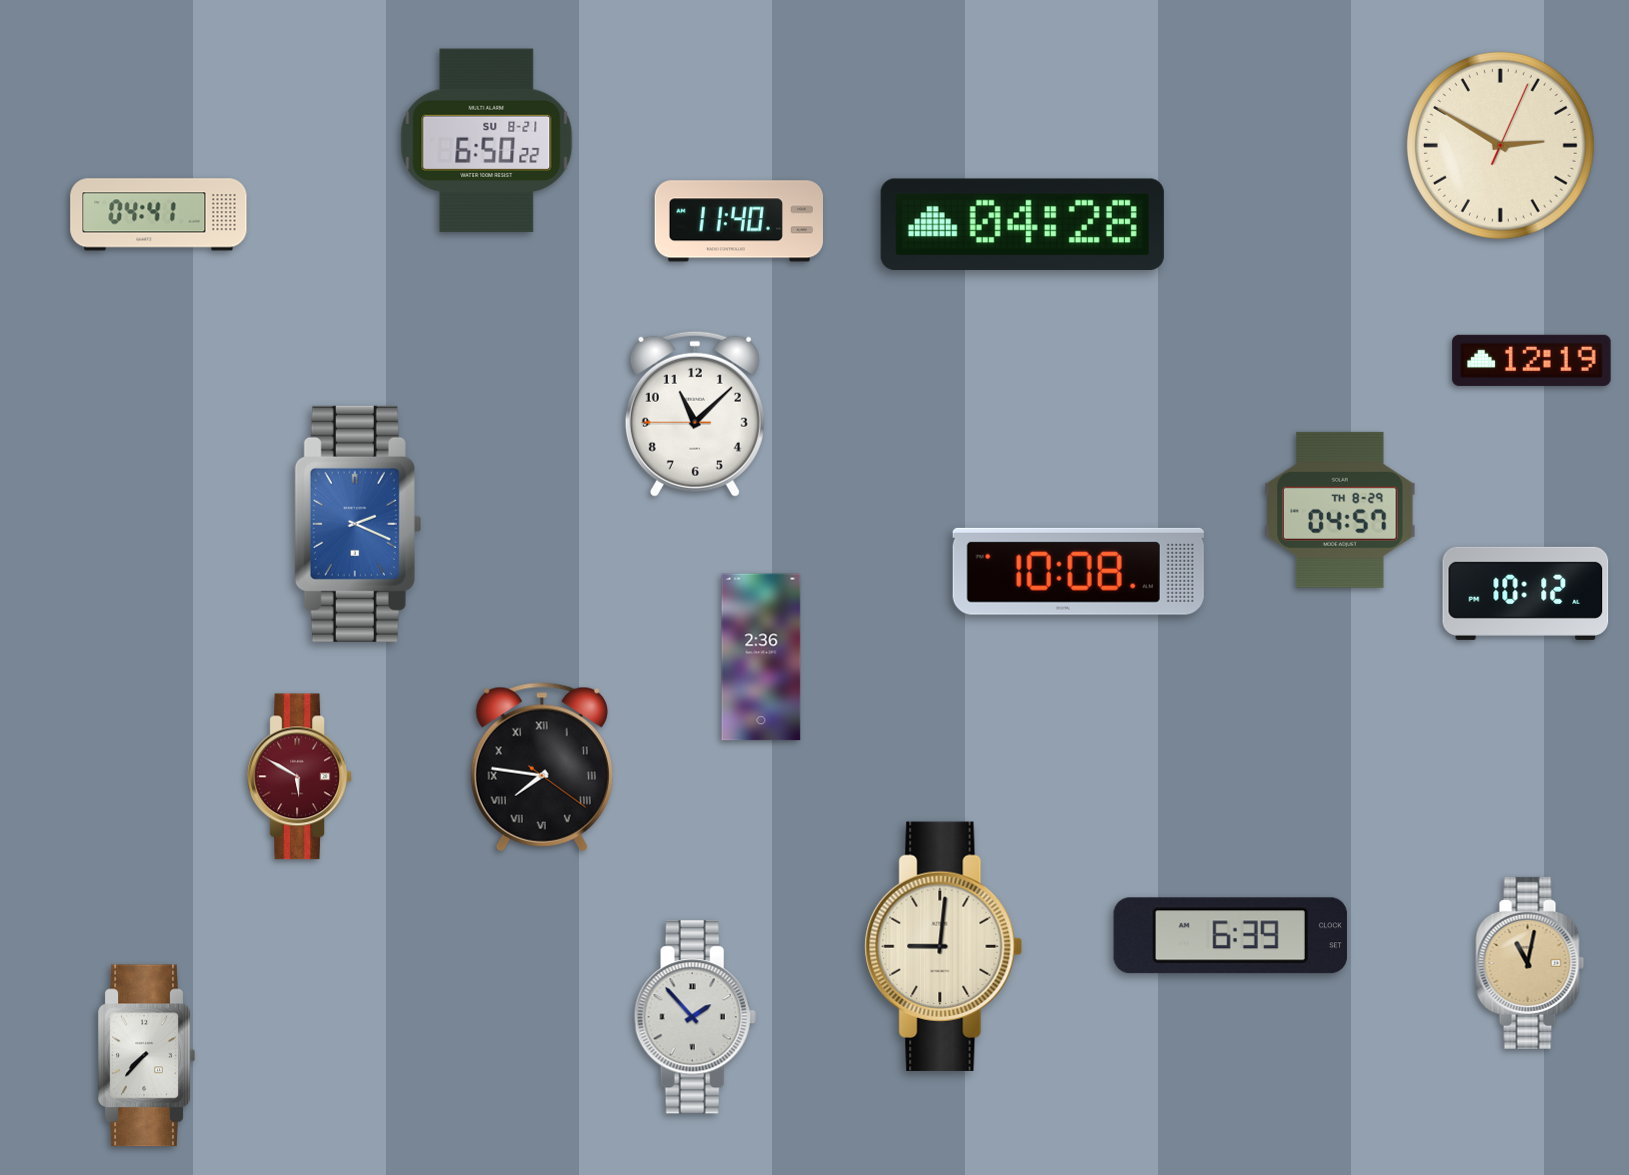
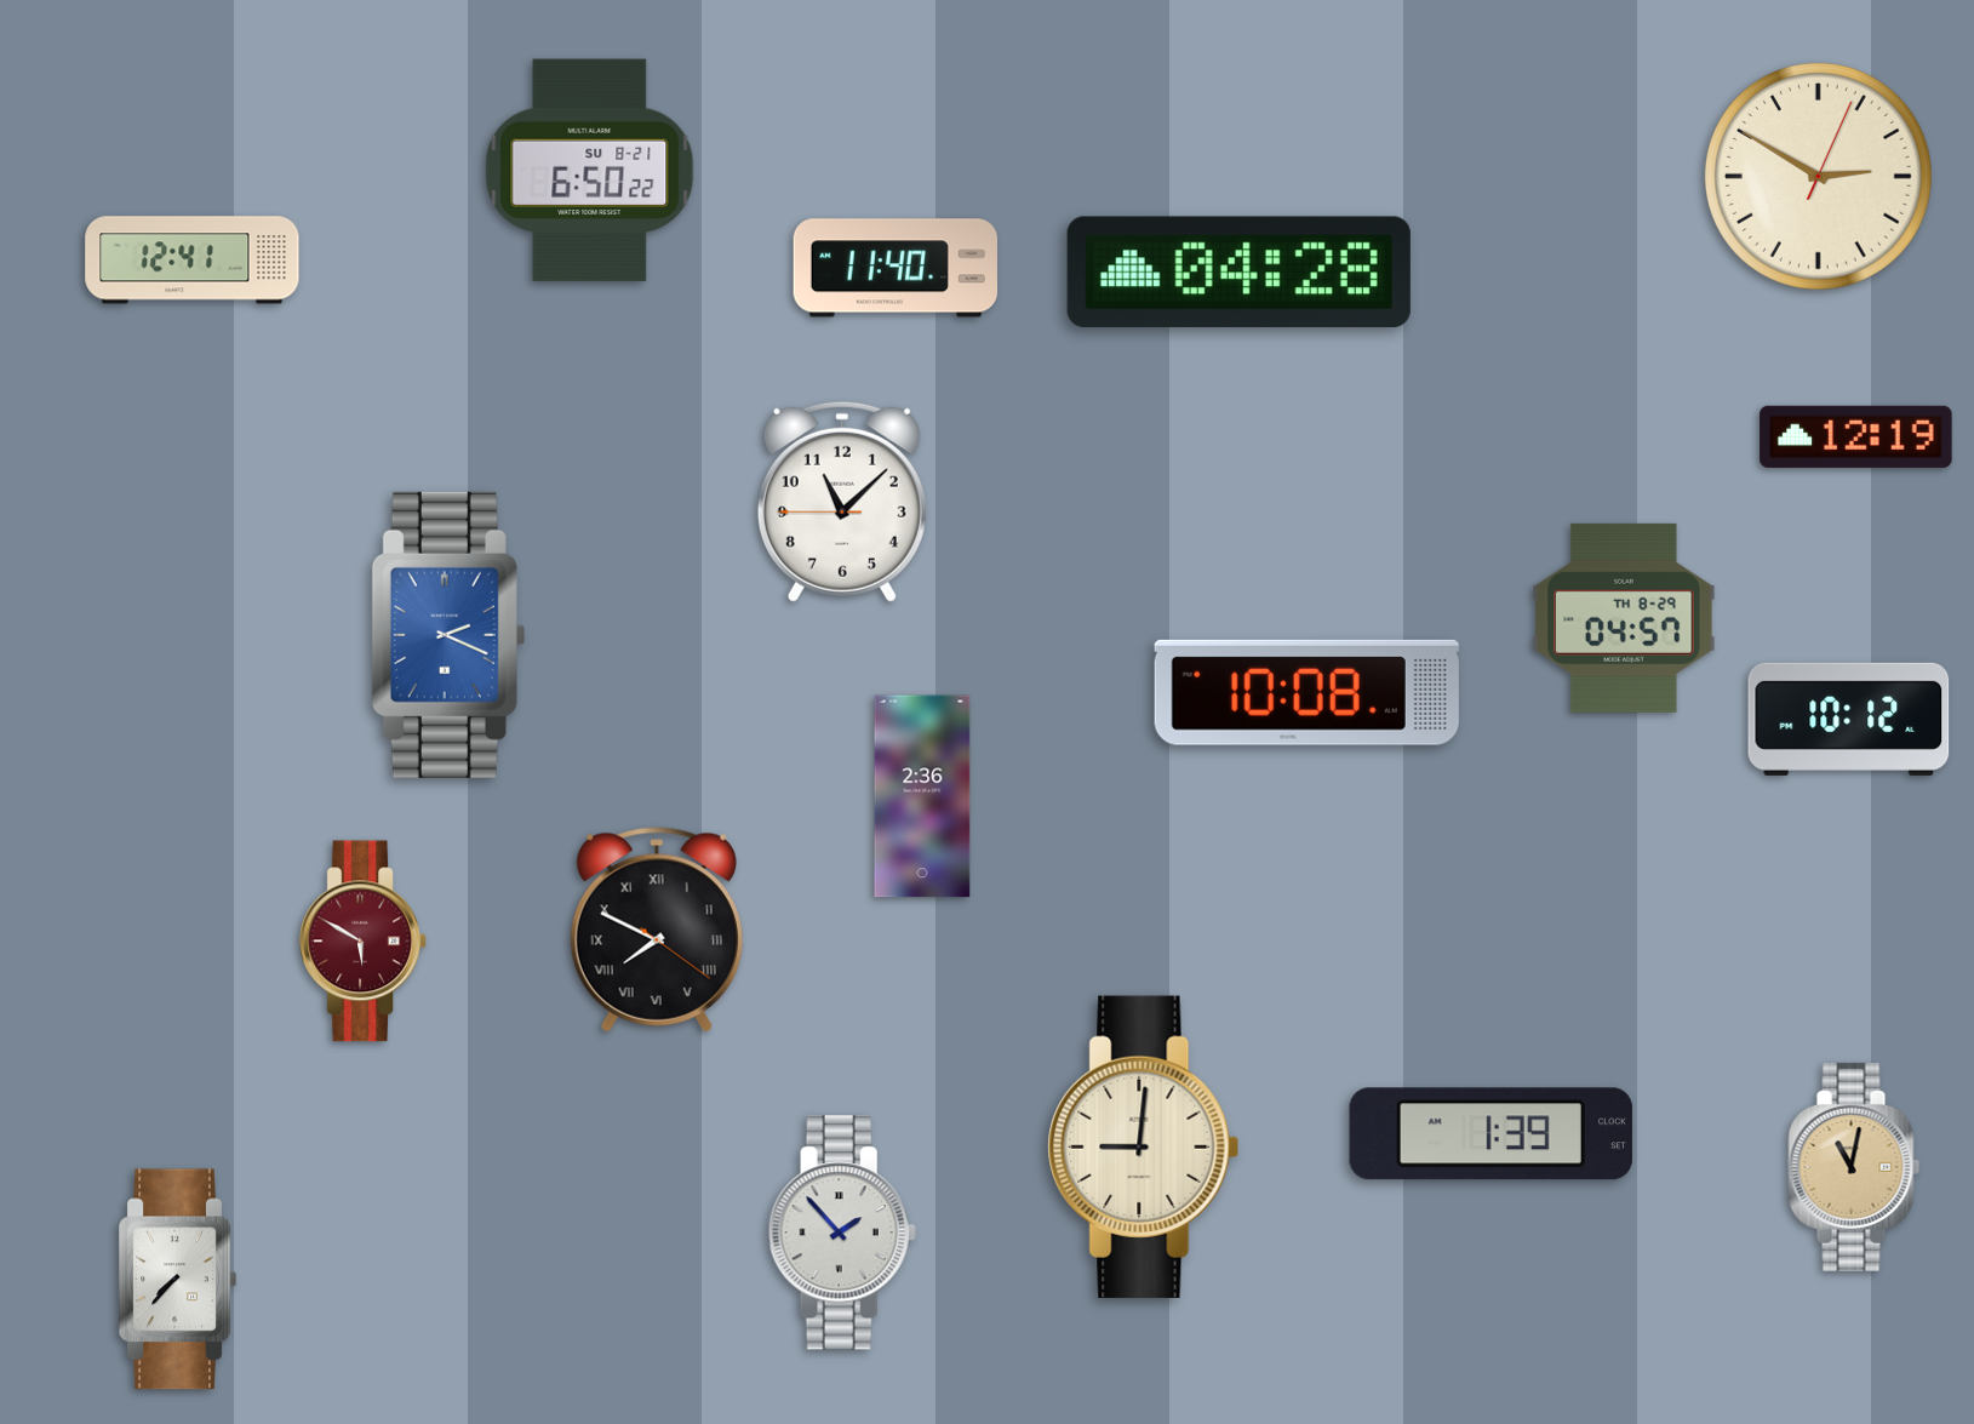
clock at (159, 215): 04:41 -> 12:41
clock at (358, 524) position: (358, 524) -> (448, 635)
clock at (542, 767): 7:46 -> 7:49
clock at (1230, 936): 6:39 -> 1:39
